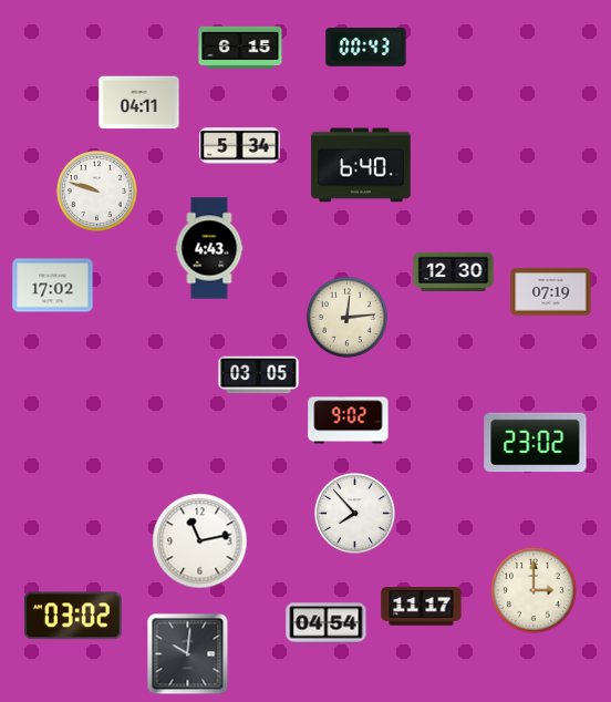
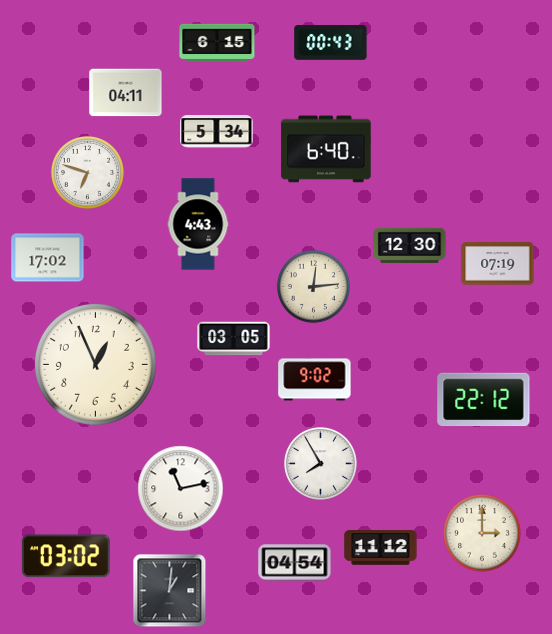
clock at (96, 190): 9:48 -> 6:48
clock at (209, 248) position: (209, 248) -> (198, 224)
clock at (95, 364): none -> 12:56
clock at (536, 443): 23:02 -> 22:12
clock at (354, 513): 7:53 -> 7:55
clock at (422, 607): 11:17 -> 11:12
clock at (188, 654): 10:01 -> 1:01
